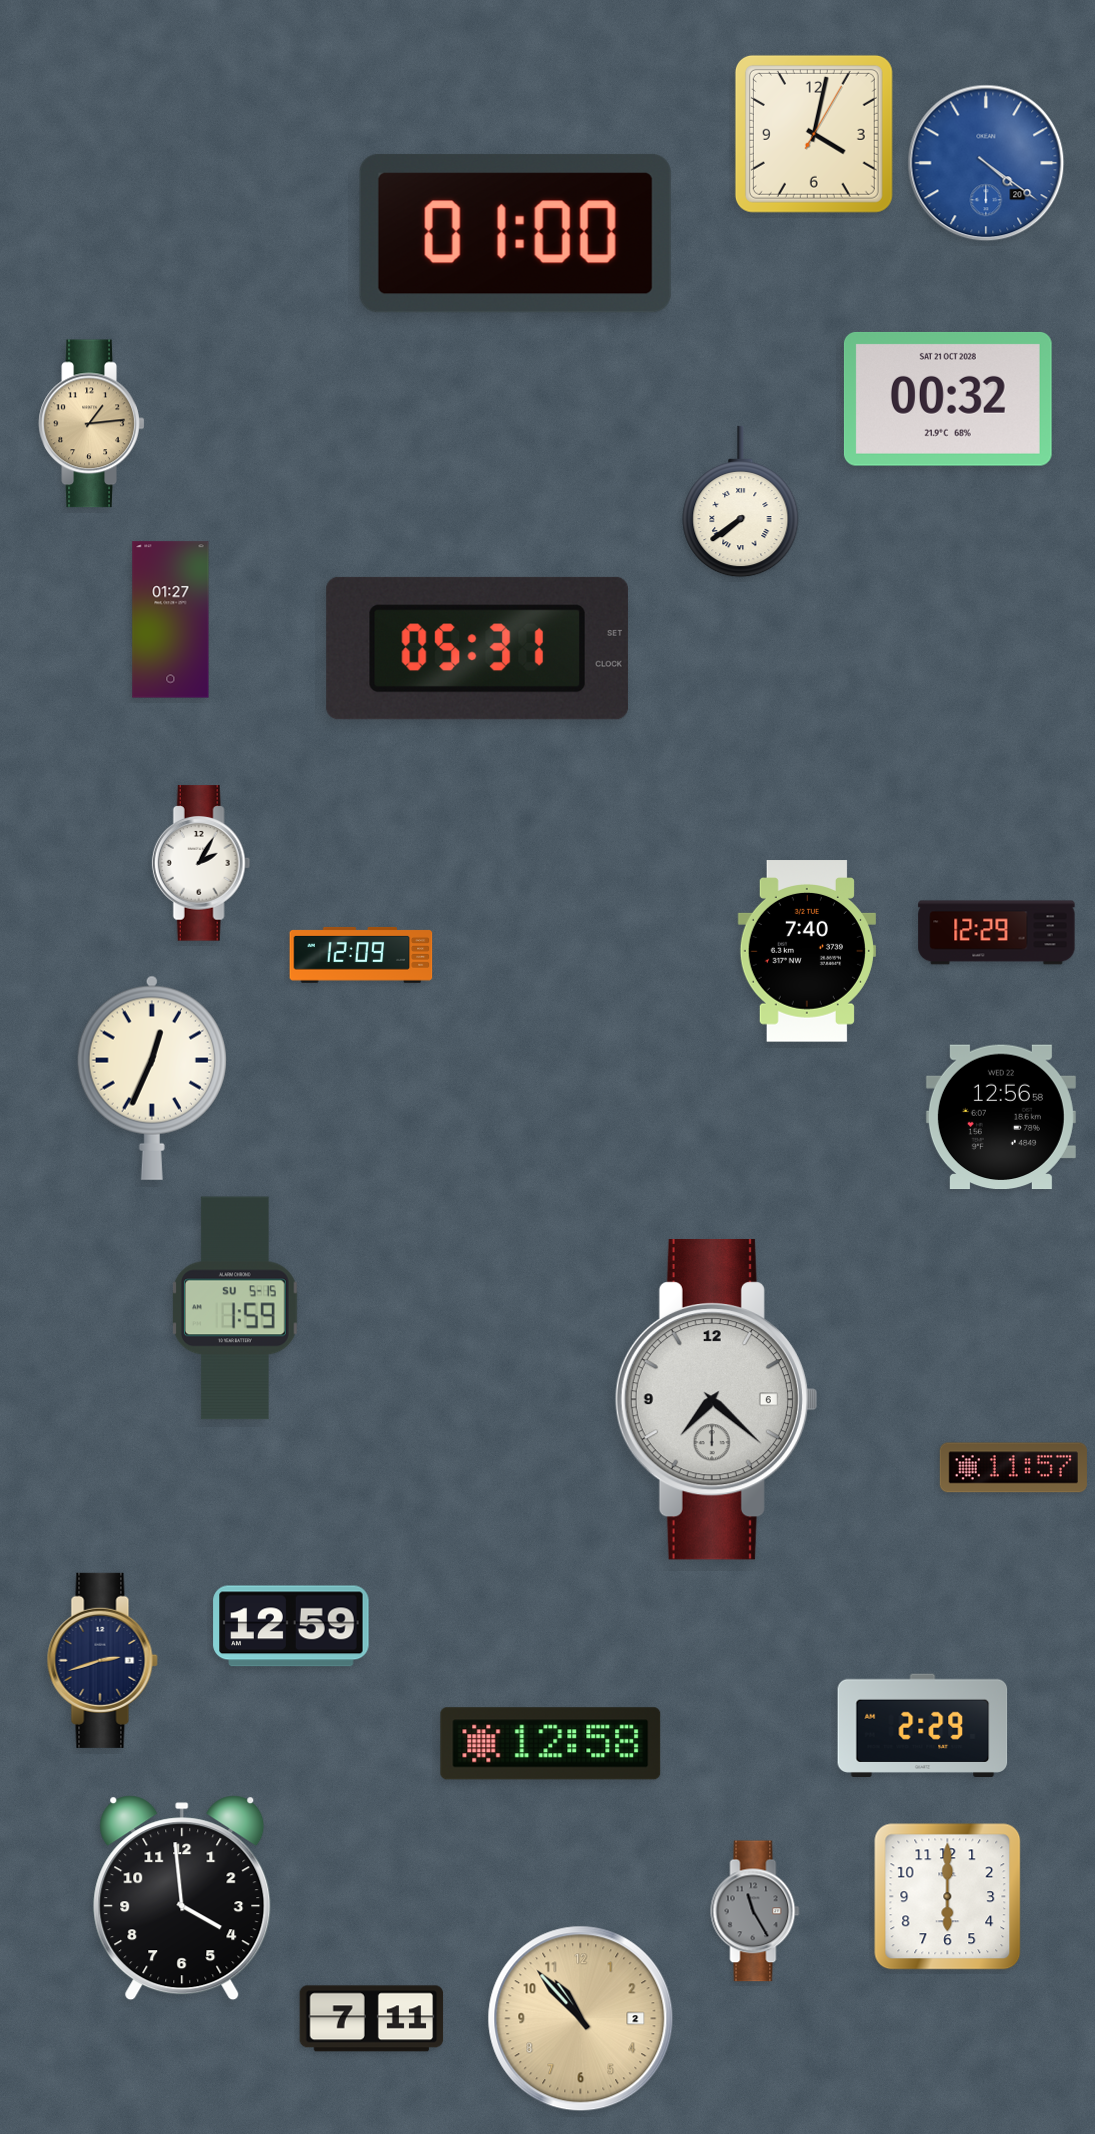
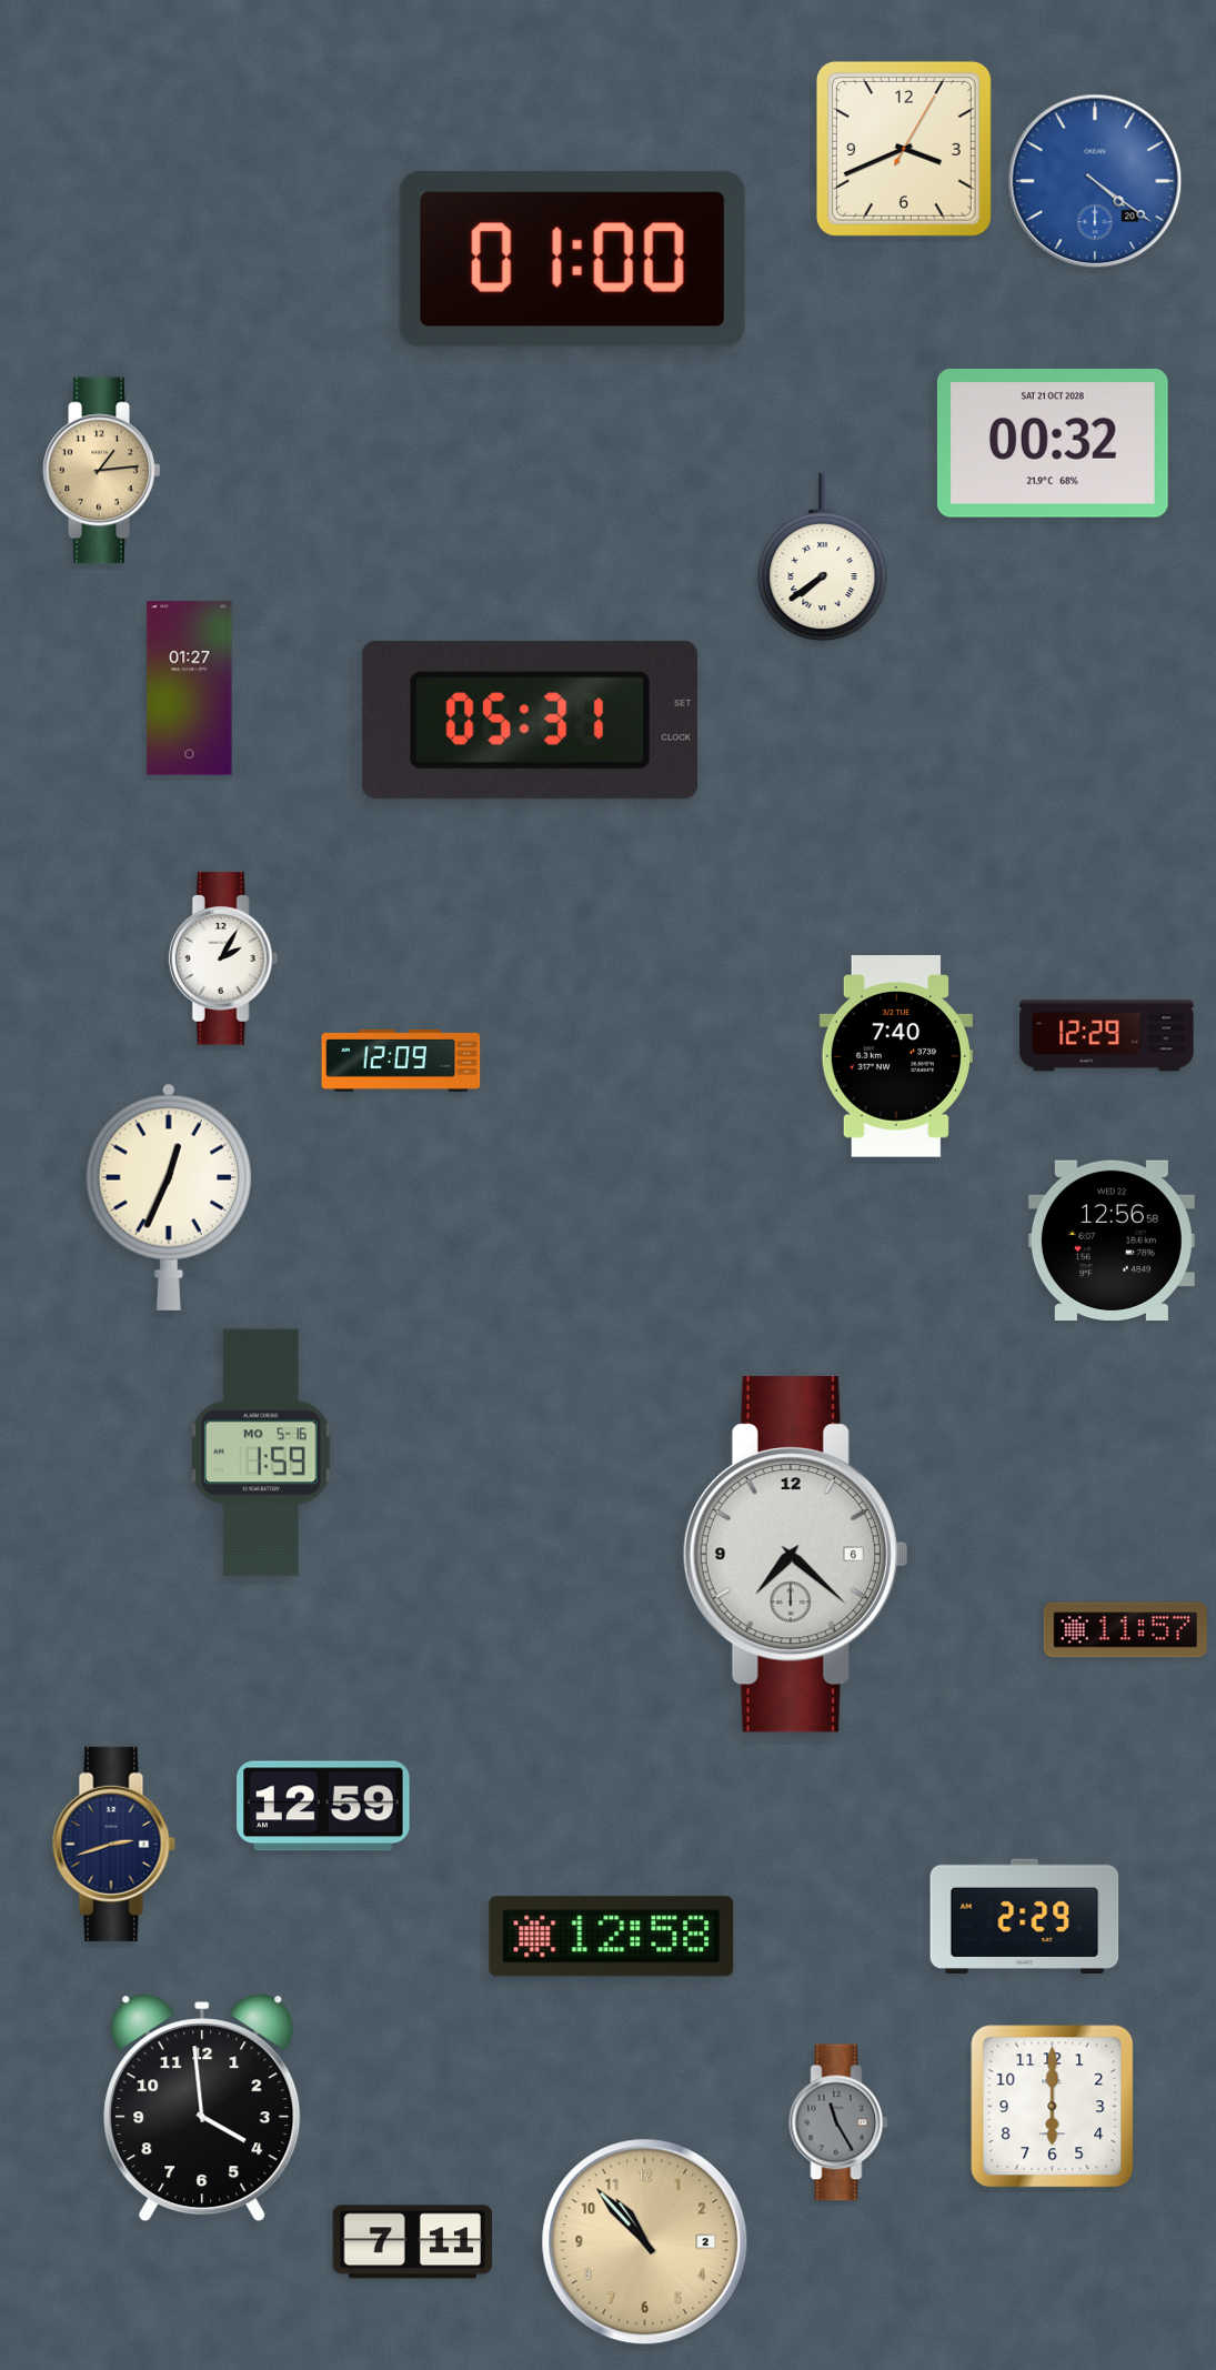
clock at (814, 134): 4:02 -> 3:41
clock at (235, 1308) date: SU 5-15 -> MO 5-16
